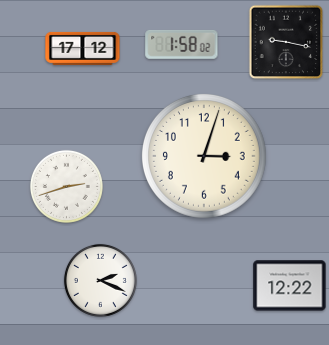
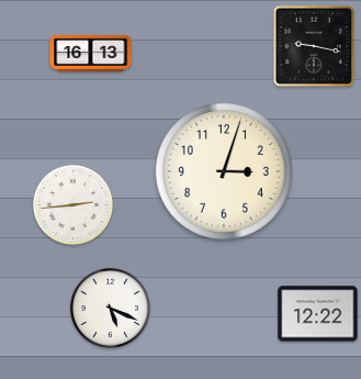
clock at (182, 44): 1:58 -> none
clock at (83, 48): 17:12 -> 16:13
clock at (66, 186): 2:42 -> 2:44
clock at (100, 280): 2:19 -> 5:19
